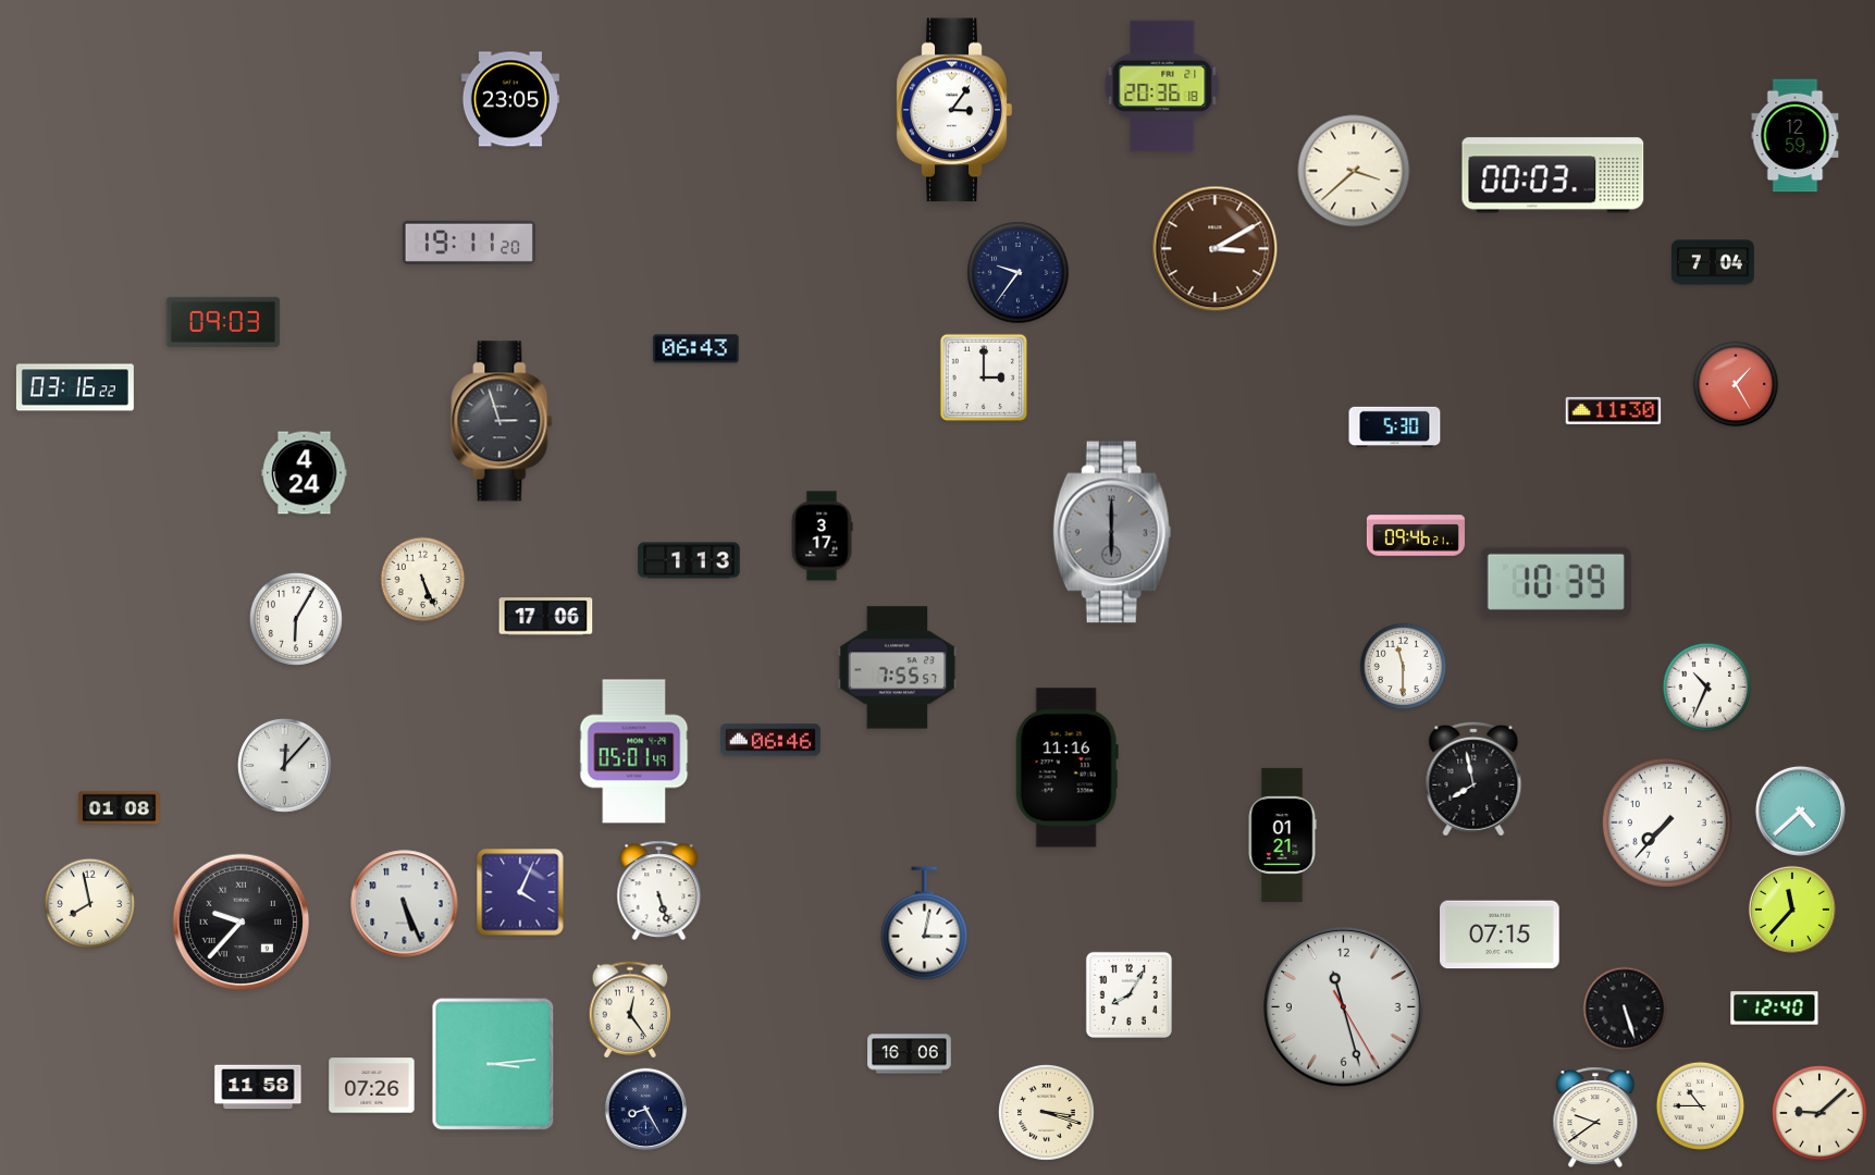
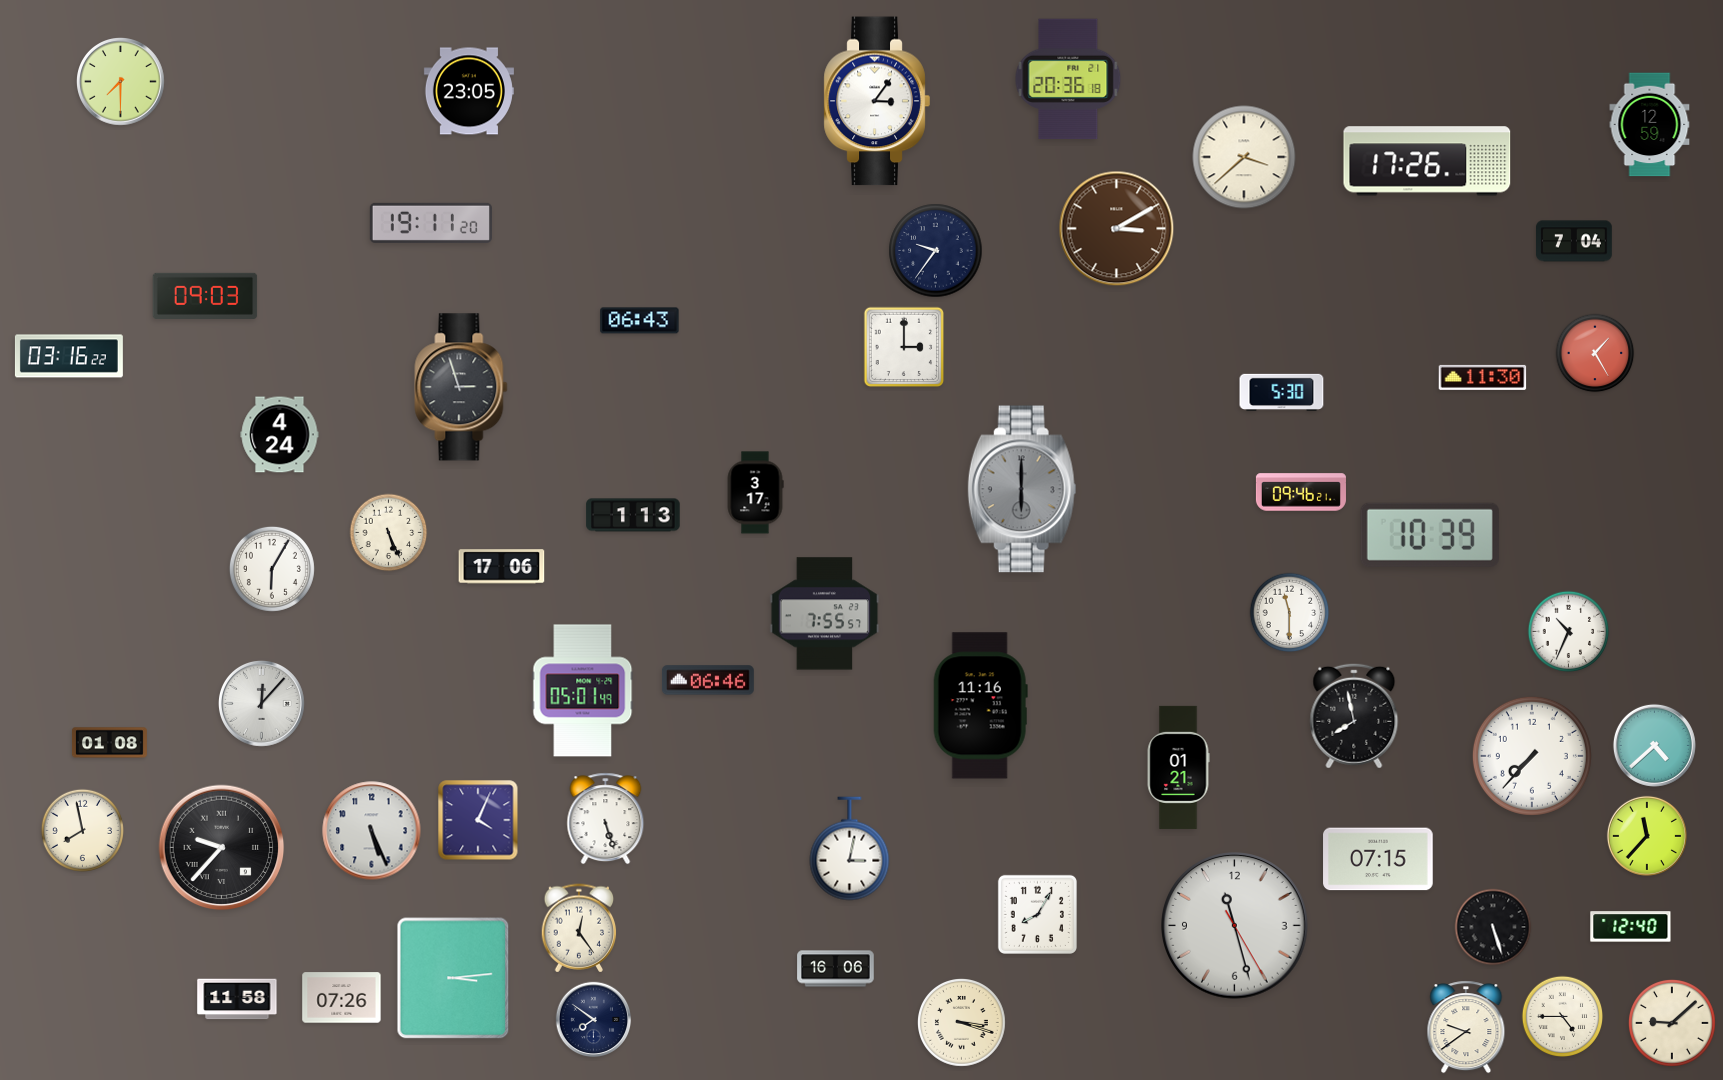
clock at (121, 82): none -> 7:30
clock at (1553, 175): 00:03 -> 17:26
clock at (1701, 1106): 10:45 -> 4:45
clock at (646, 1110): 8:25 -> 7:51
